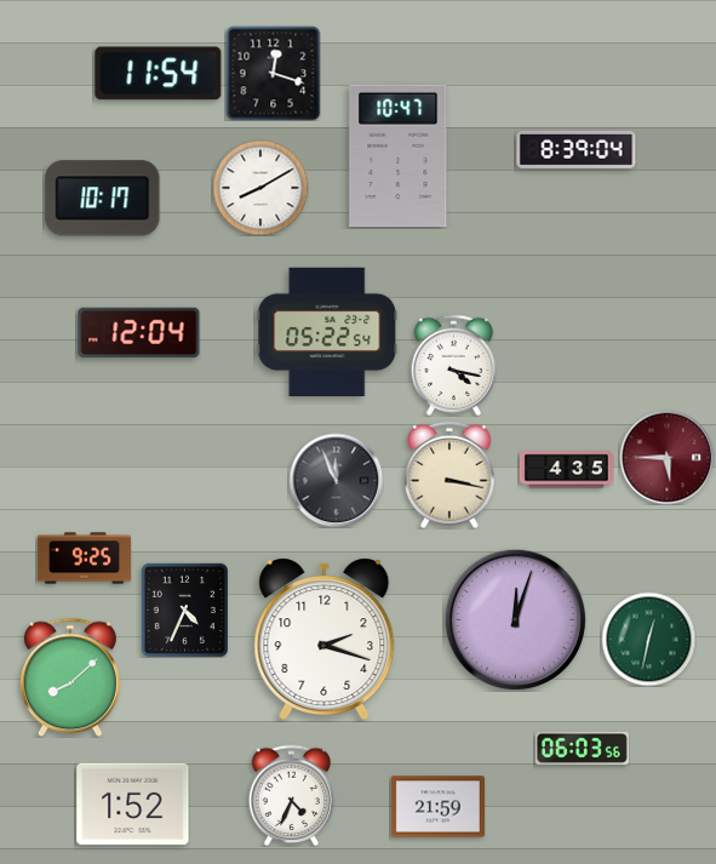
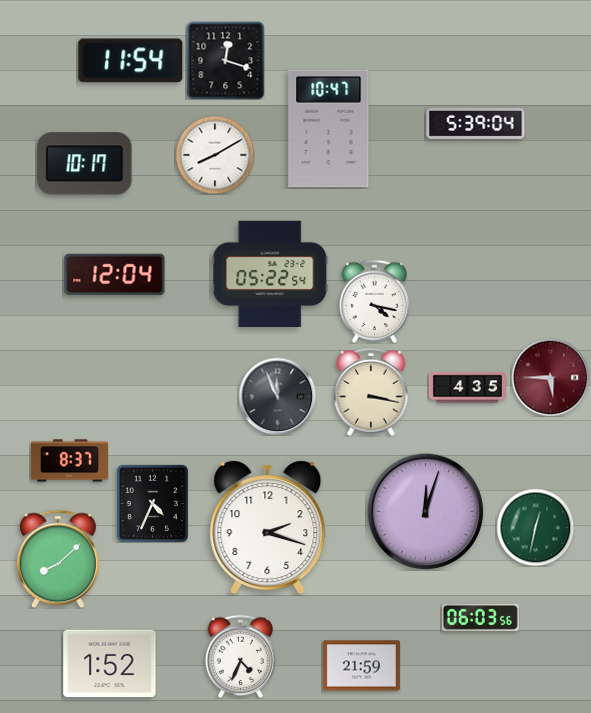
clock at (577, 149): 8:39 -> 5:39
clock at (84, 559): 9:25 -> 8:37
